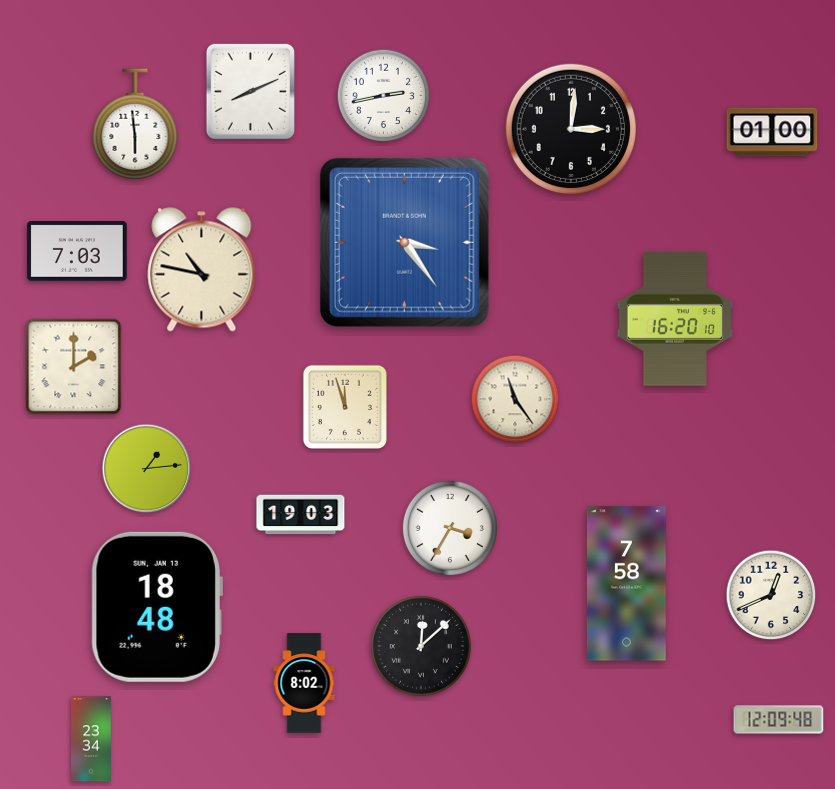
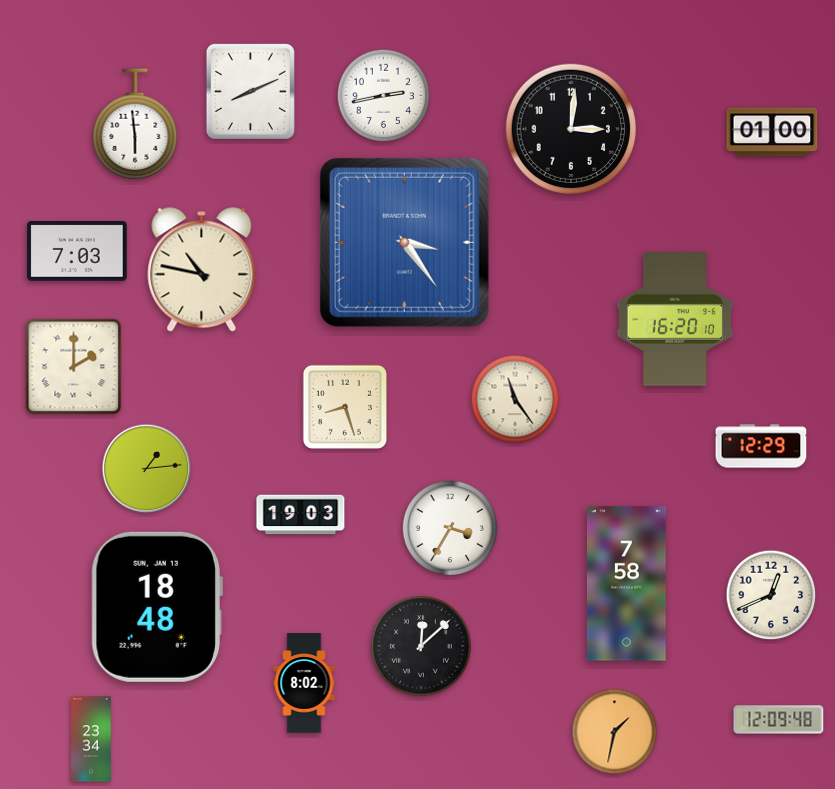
clock at (345, 407): 11:57 -> 8:27
clock at (761, 446): none -> 12:29
clock at (615, 732): none -> 1:32
